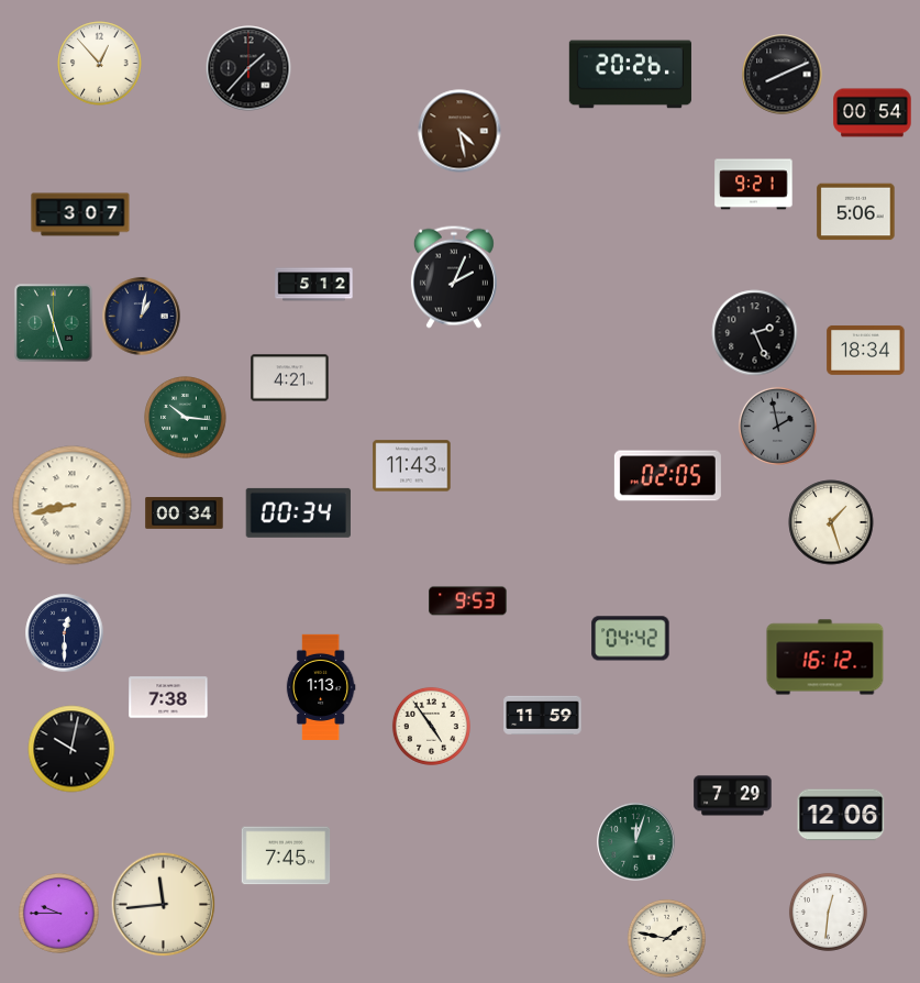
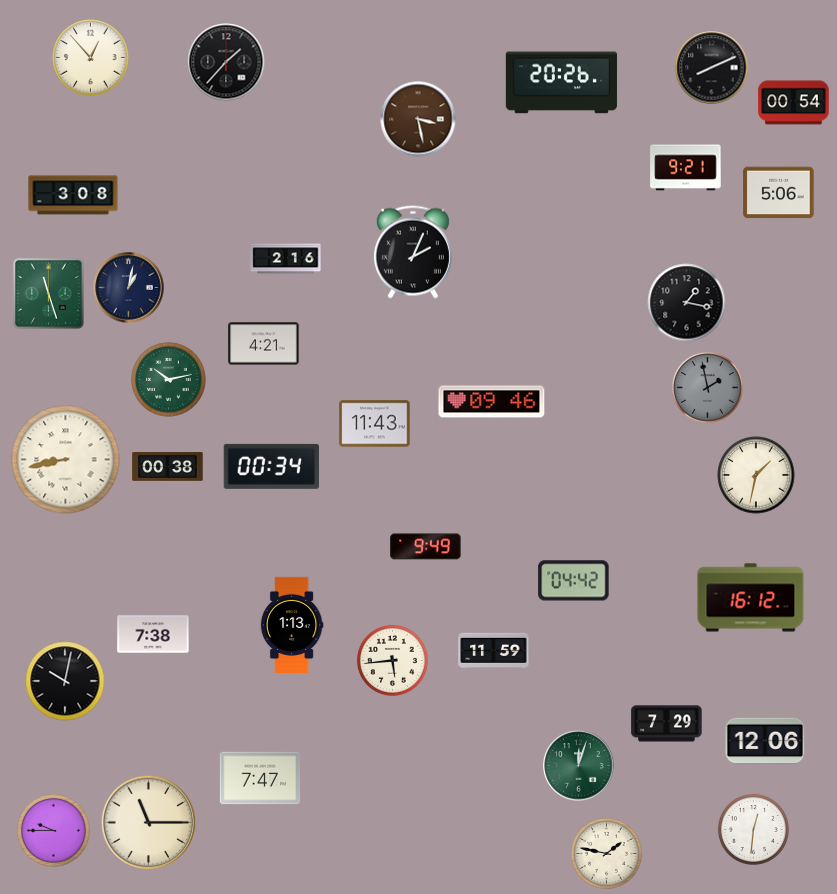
clock at (630, 75) position: (630, 75) -> (561, 83)
clock at (459, 131): 4:28 -> 3:28
clock at (80, 214): 3:07 -> 3:08
clock at (314, 285): 5:12 -> 2:16
clock at (755, 333): 2:26 -> 1:17
clock at (866, 350): 18:34 -> none
clock at (186, 418): 10:16 -> 10:13
clock at (492, 402): none -> 09:46
clock at (667, 476): 02:05 -> none
clock at (185, 513): 00:34 -> 00:38
clock at (831, 522): 1:27 -> 1:32
clock at (468, 601): 9:53 -> 9:49
clock at (65, 633): 12:30 -> none
clock at (431, 726): 4:54 -> 5:44
clock at (286, 855): 7:45 -> 7:47
clock at (164, 905): 11:44 -> 11:15
